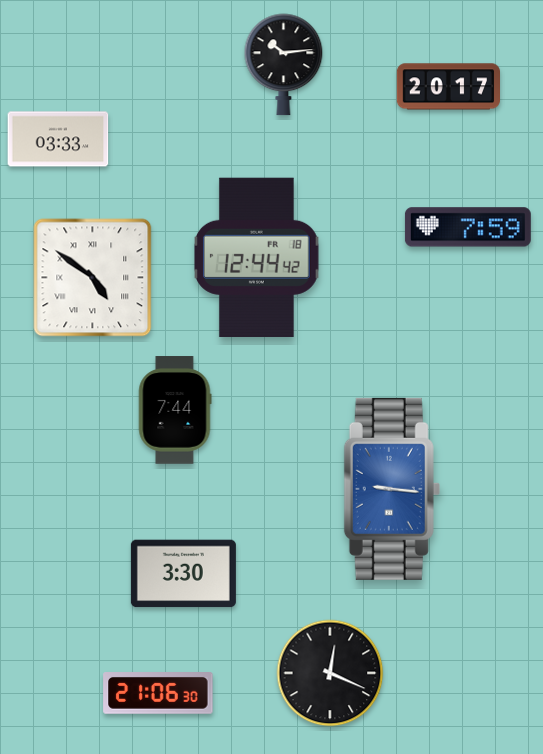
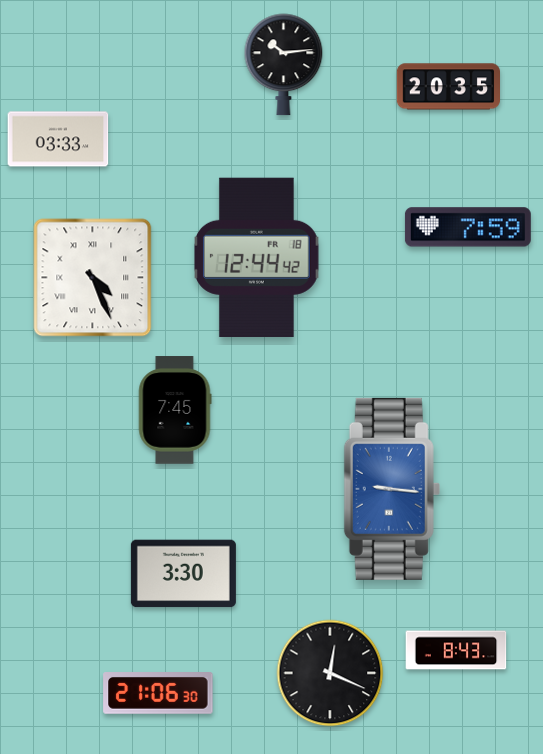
clock at (448, 87): 20:17 -> 20:35
clock at (93, 278): 4:51 -> 4:26
clock at (175, 410): 7:44 -> 7:45
clock at (456, 650): none -> 8:43
